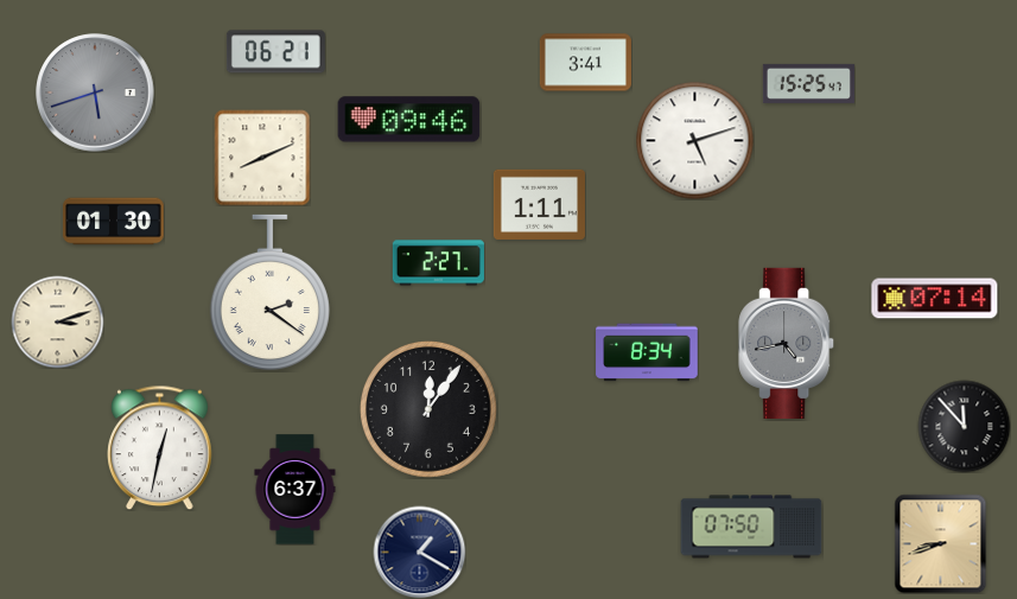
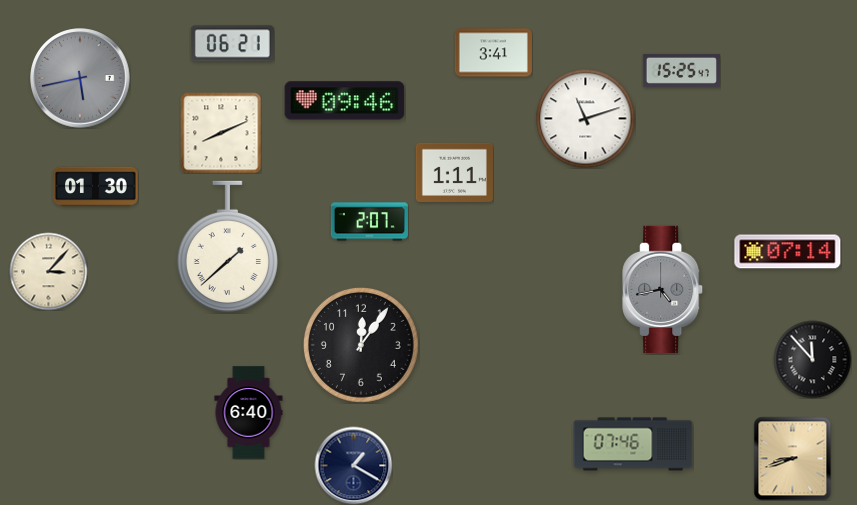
clock at (95, 93): 5:42 -> 5:43
clock at (695, 141): 5:12 -> 11:12
clock at (438, 263): 2:27 -> 2:07
clock at (269, 293): 2:21 -> 1:38
clock at (57, 321): 3:12 -> 3:07
clock at (647, 352): 8:34 -> none
clock at (160, 447): 12:32 -> none
clock at (295, 490): 6:37 -> 6:40
clock at (751, 527): 07:50 -> 07:46
